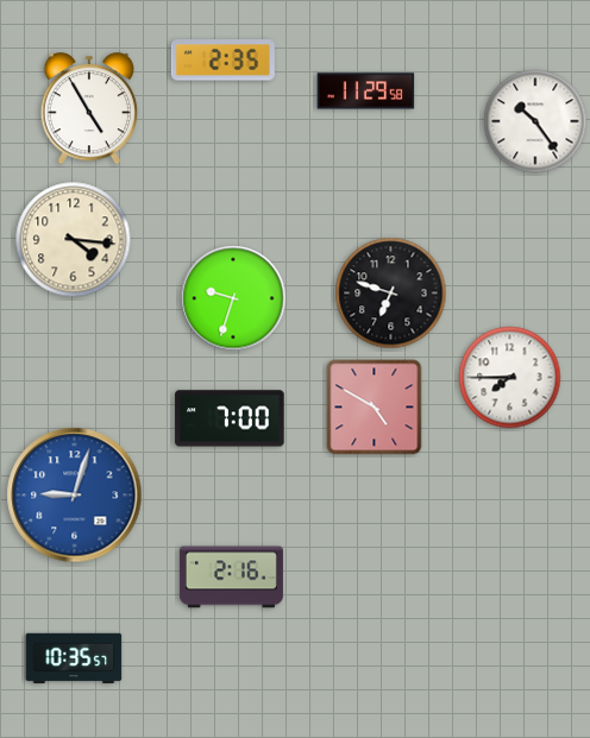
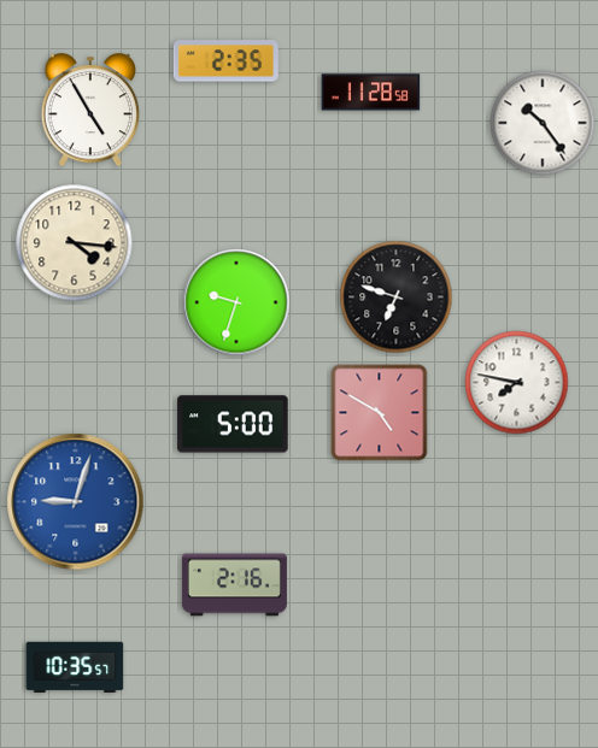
clock at (366, 92): 11:29 -> 11:28
clock at (510, 378): 7:45 -> 7:47
clock at (230, 418): 7:00 -> 5:00
